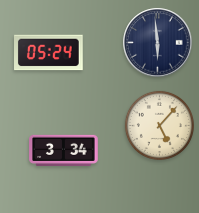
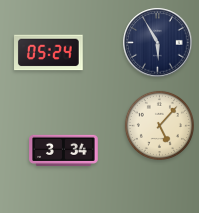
clock at (158, 43): 5:59 -> 5:55
